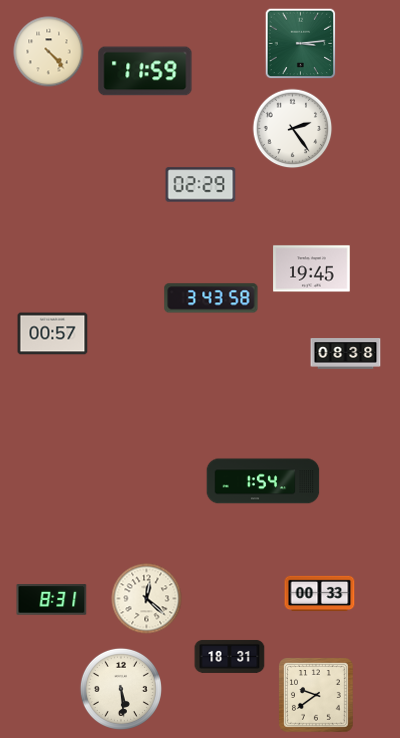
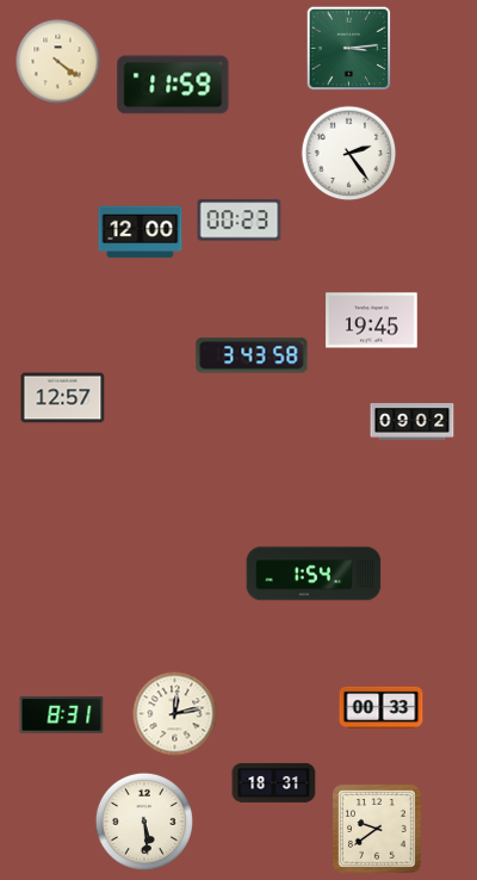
clock at (301, 44) position: (301, 44) -> (349, 49)
clock at (49, 52): 4:23 -> 4:21
clock at (201, 185): 02:29 -> 00:23
clock at (141, 233): none -> 12:00
clock at (53, 334): 00:57 -> 12:57
clock at (346, 354): 08:38 -> 09:02
clock at (147, 599): 12:22 -> 12:13
